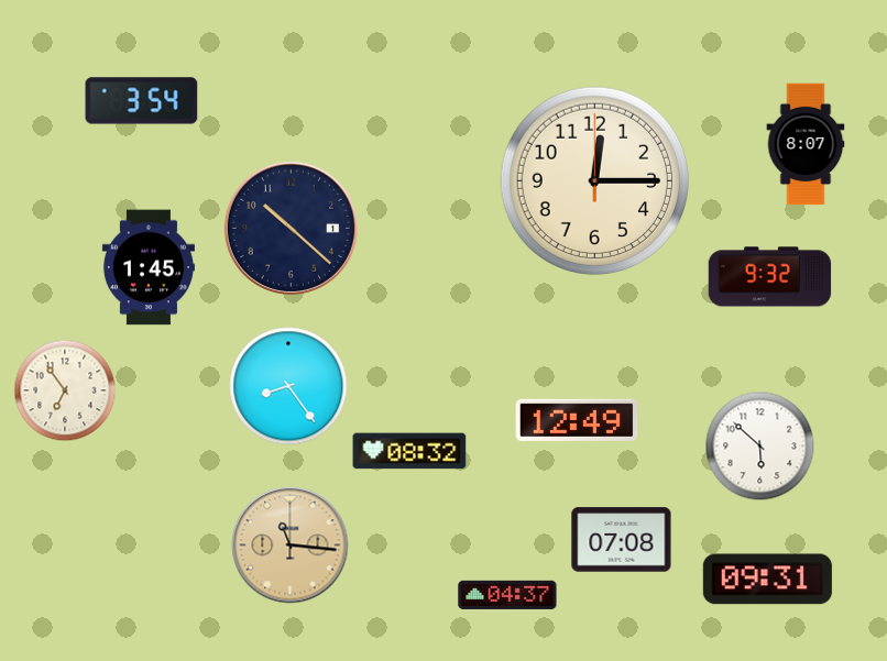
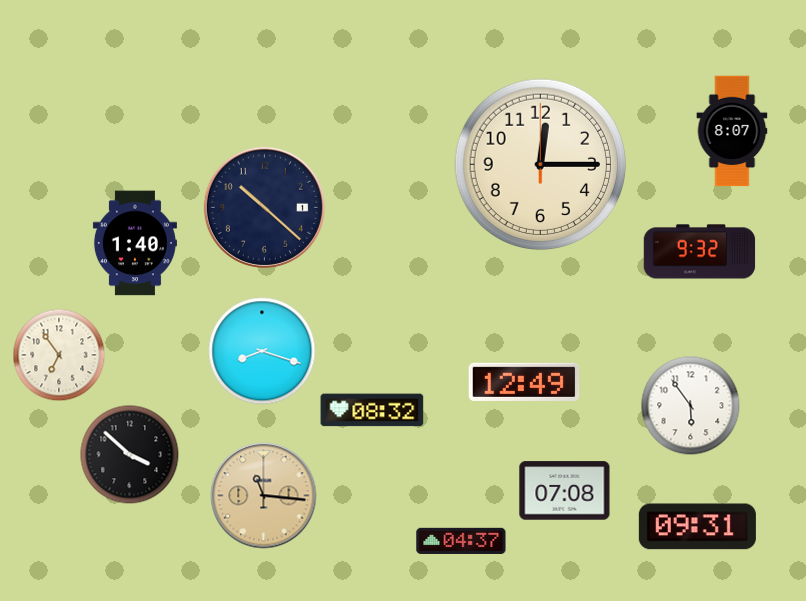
clock at (142, 101): 3:54 -> none
clock at (149, 267): 1:45 -> 1:40
clock at (288, 386): 8:24 -> 8:18
clock at (760, 447): 5:52 -> 5:54
clock at (130, 455): none -> 3:52
